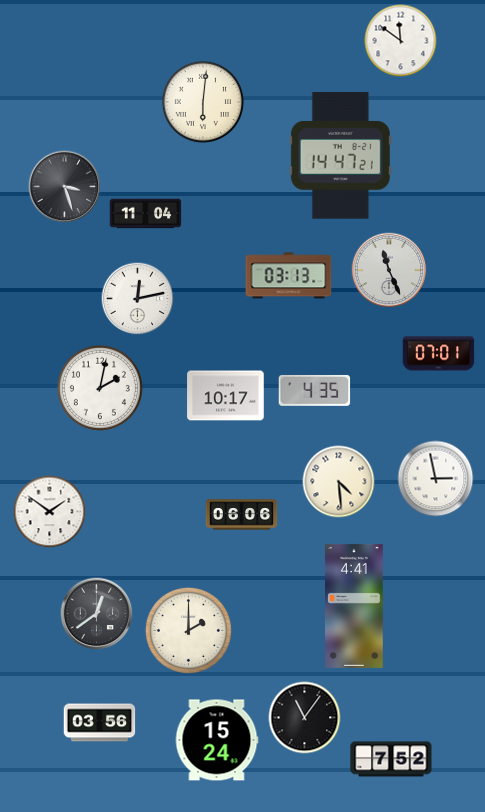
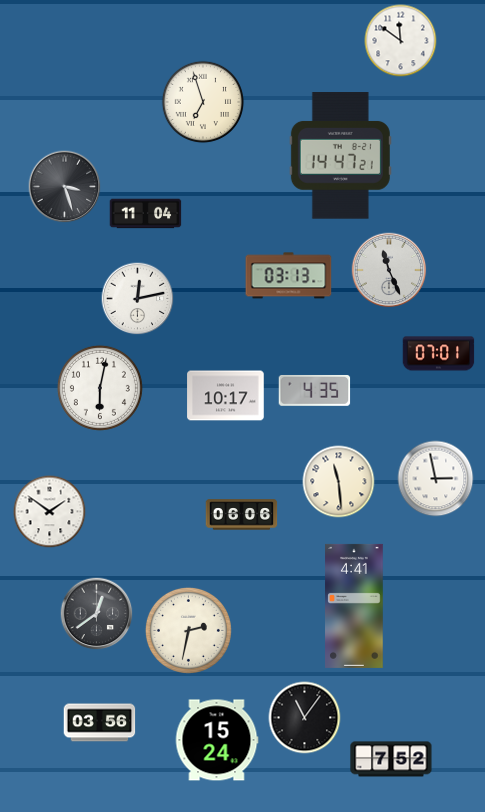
clock at (203, 102): 6:01 -> 6:57
clock at (100, 388): 2:02 -> 6:02
clock at (339, 482): 4:29 -> 11:29
clock at (188, 630): 2:00 -> 2:32
